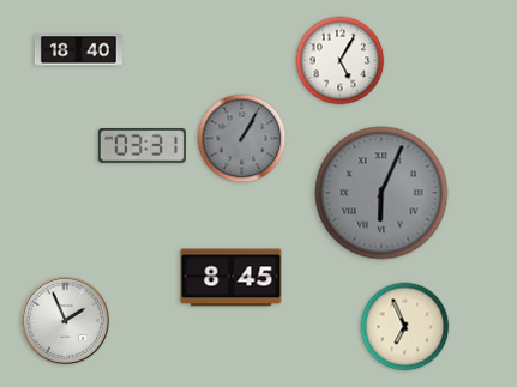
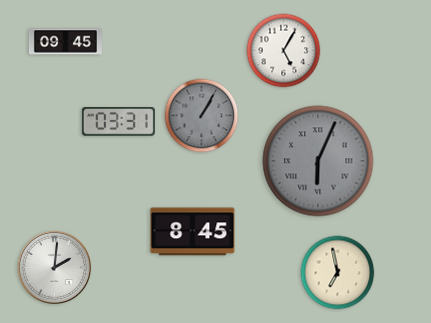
clock at (78, 50): 18:40 -> 09:45
clock at (65, 320): 1:56 -> 2:01
clock at (405, 327): 6:56 -> 6:58
